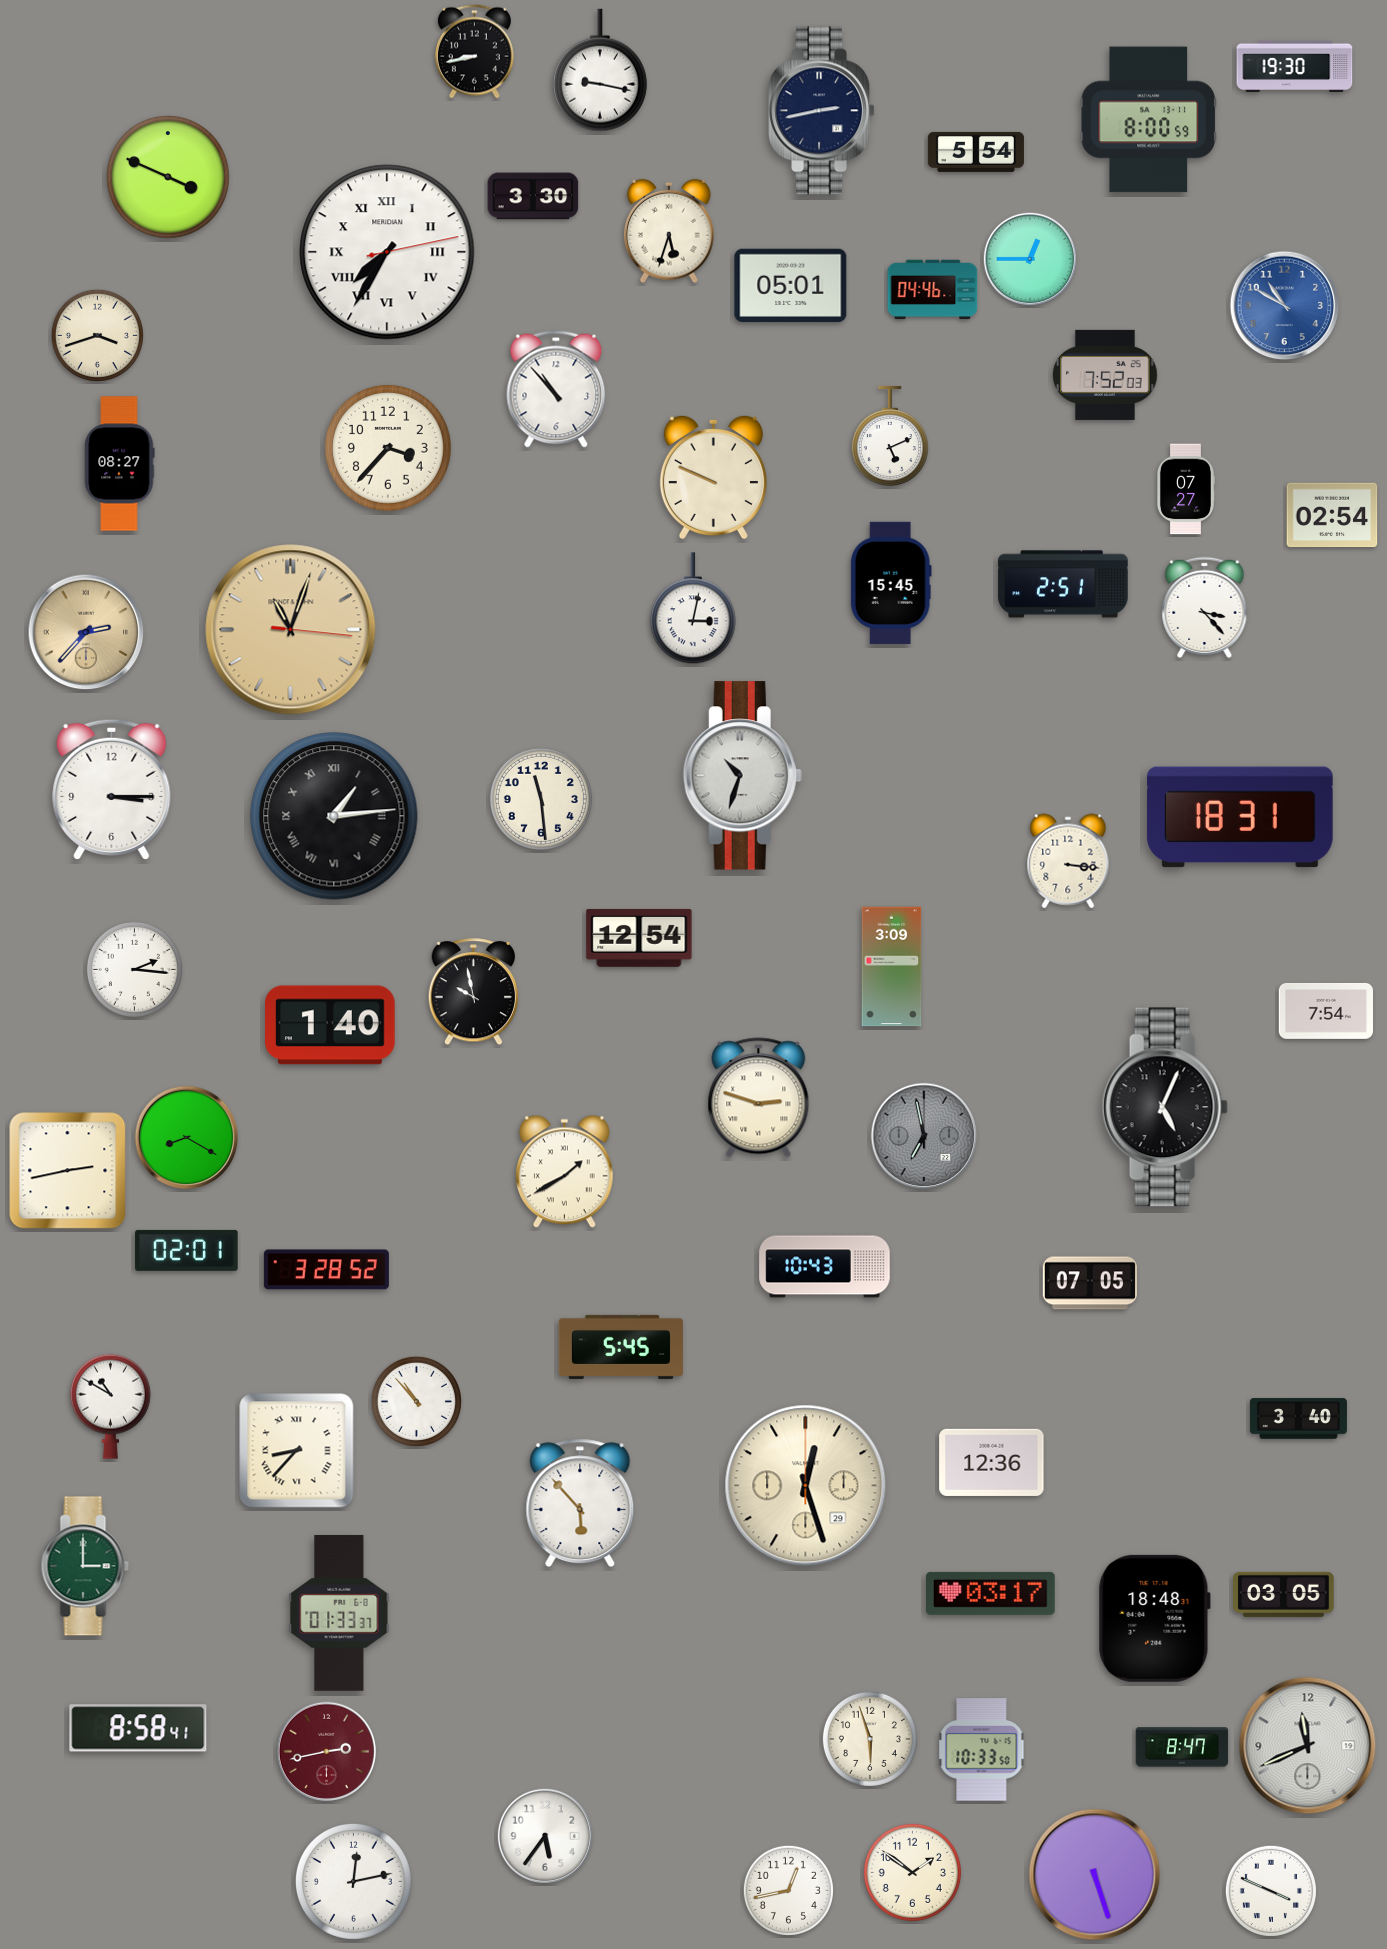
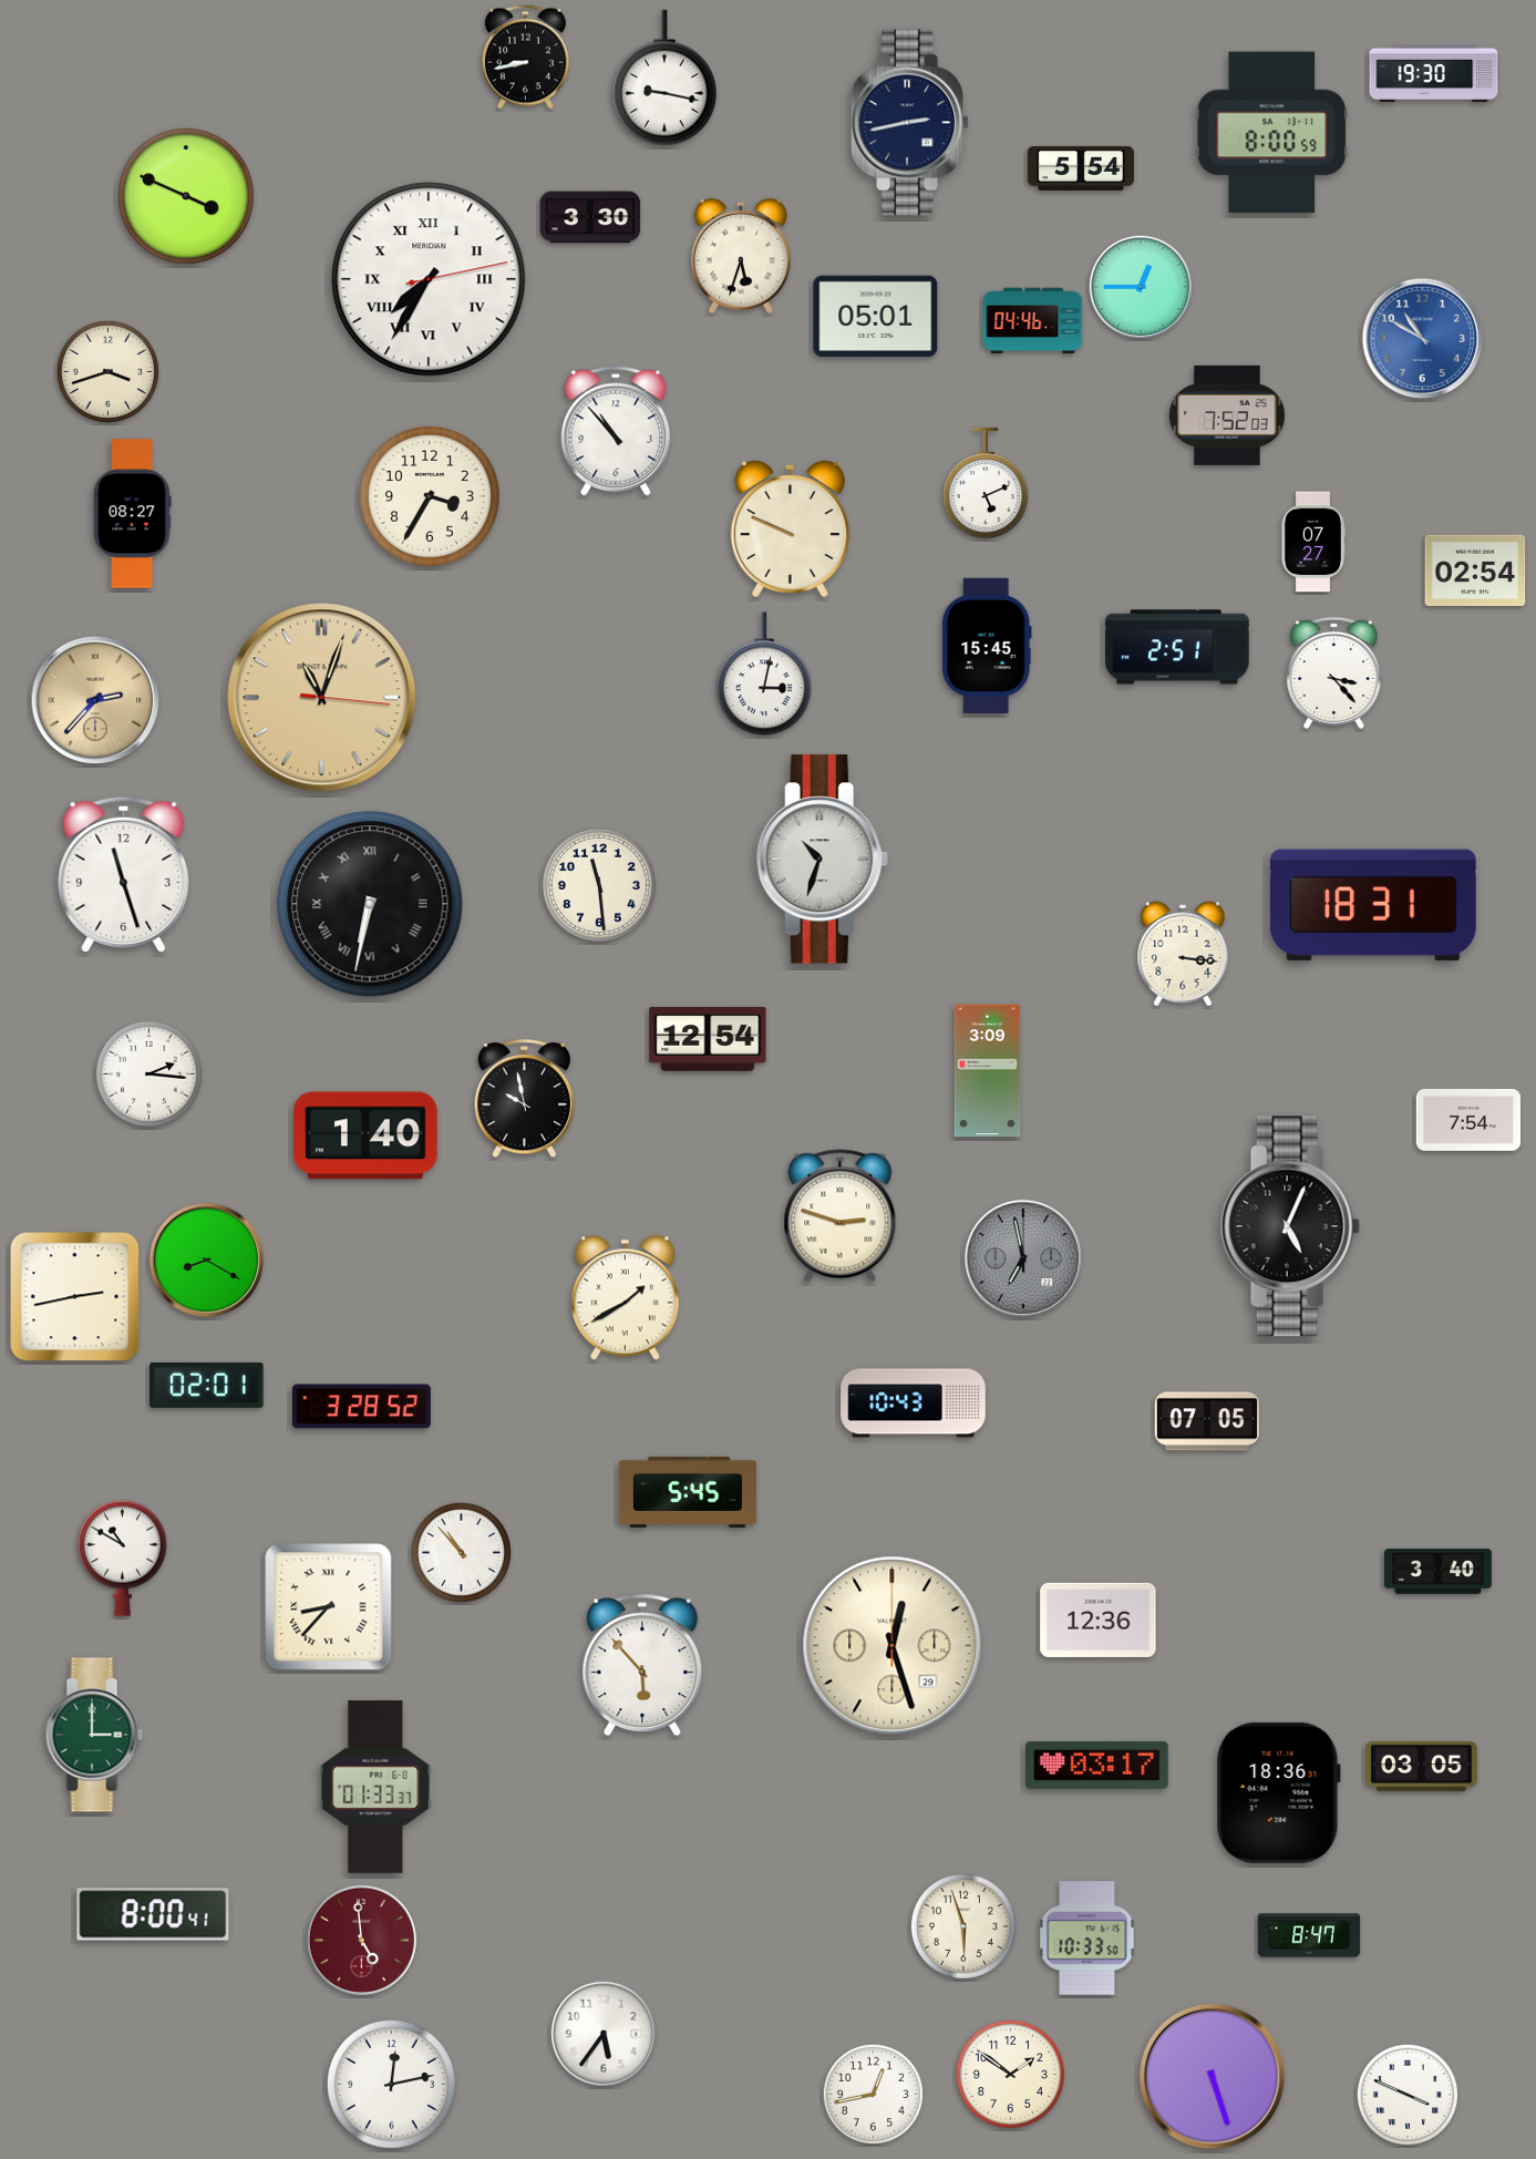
clock at (1105, 375) position: (1105, 375) -> (1227, 415)
clock at (388, 448): 3:37 -> 3:35
clock at (693, 609) position: (693, 609) -> (764, 675)
clock at (112, 789): 3:15 -> 11:27
clock at (334, 816): 1:14 -> 6:32
clock at (1154, 1618): 18:48 -> 18:36
clock at (138, 1728): 8:58 -> 8:00
clock at (1308, 1746): 11:41 -> none
clock at (327, 1752): 2:43 -> 4:59
